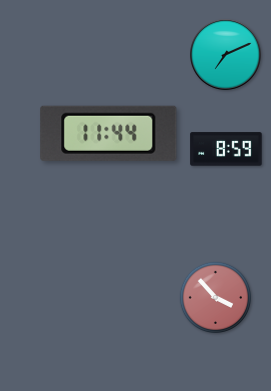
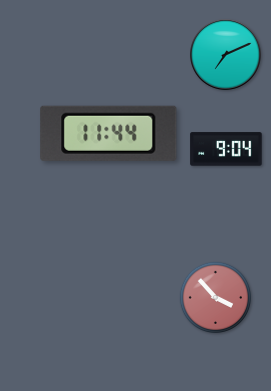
clock at (226, 149): 8:59 -> 9:04
